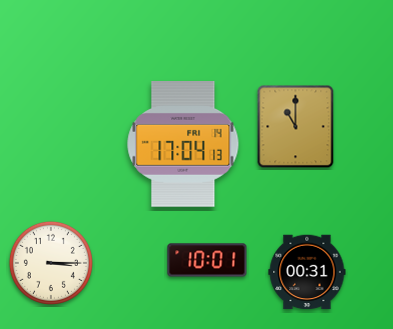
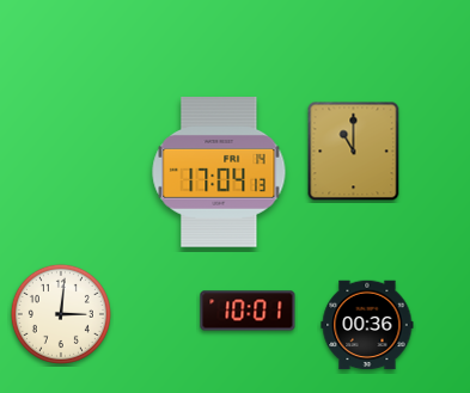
clock at (51, 263): 3:15 -> 3:01
clock at (307, 272): 00:31 -> 00:36
